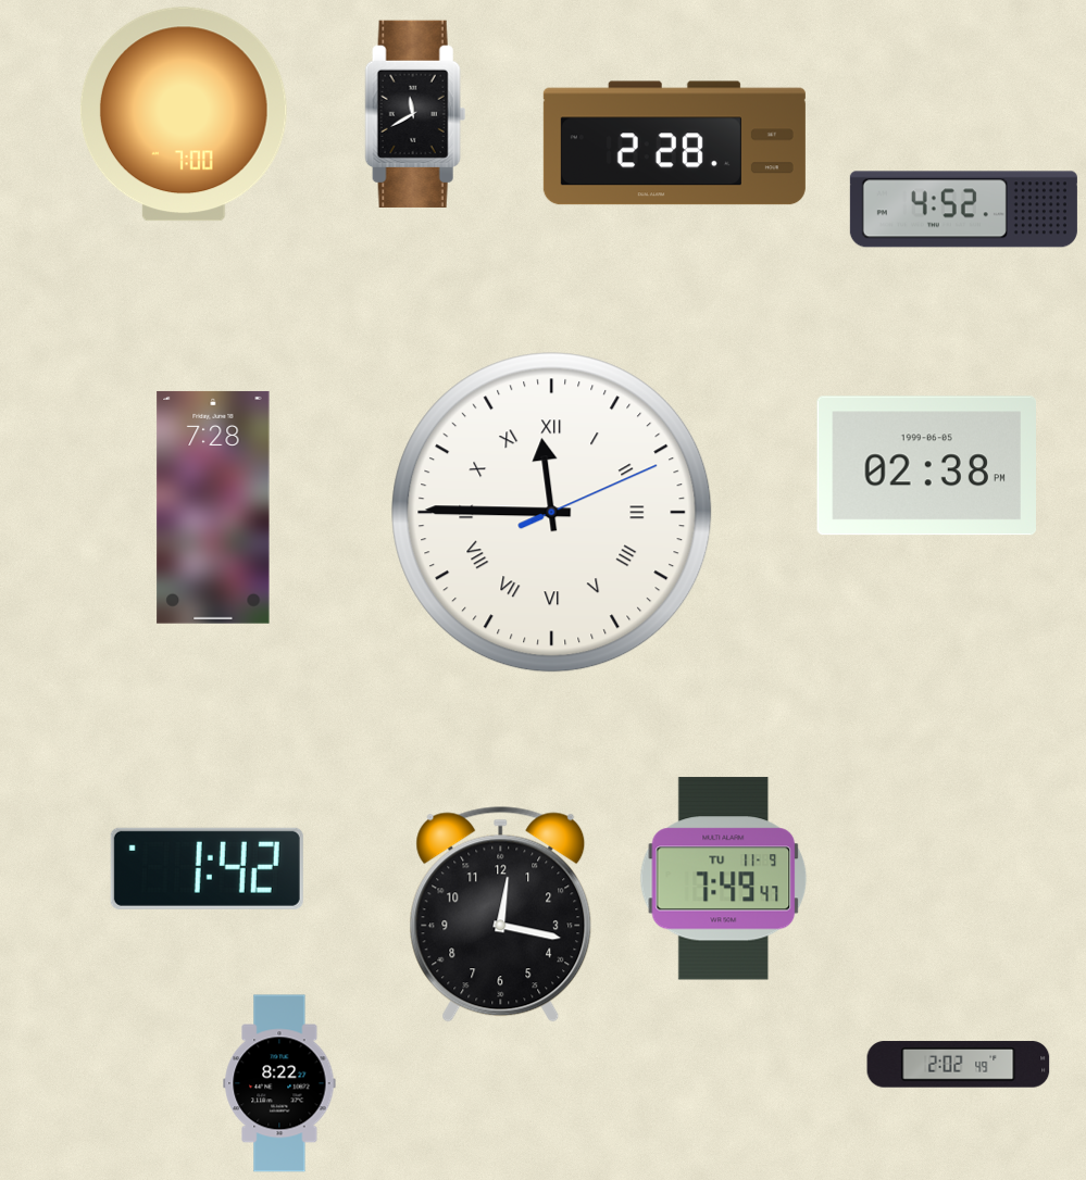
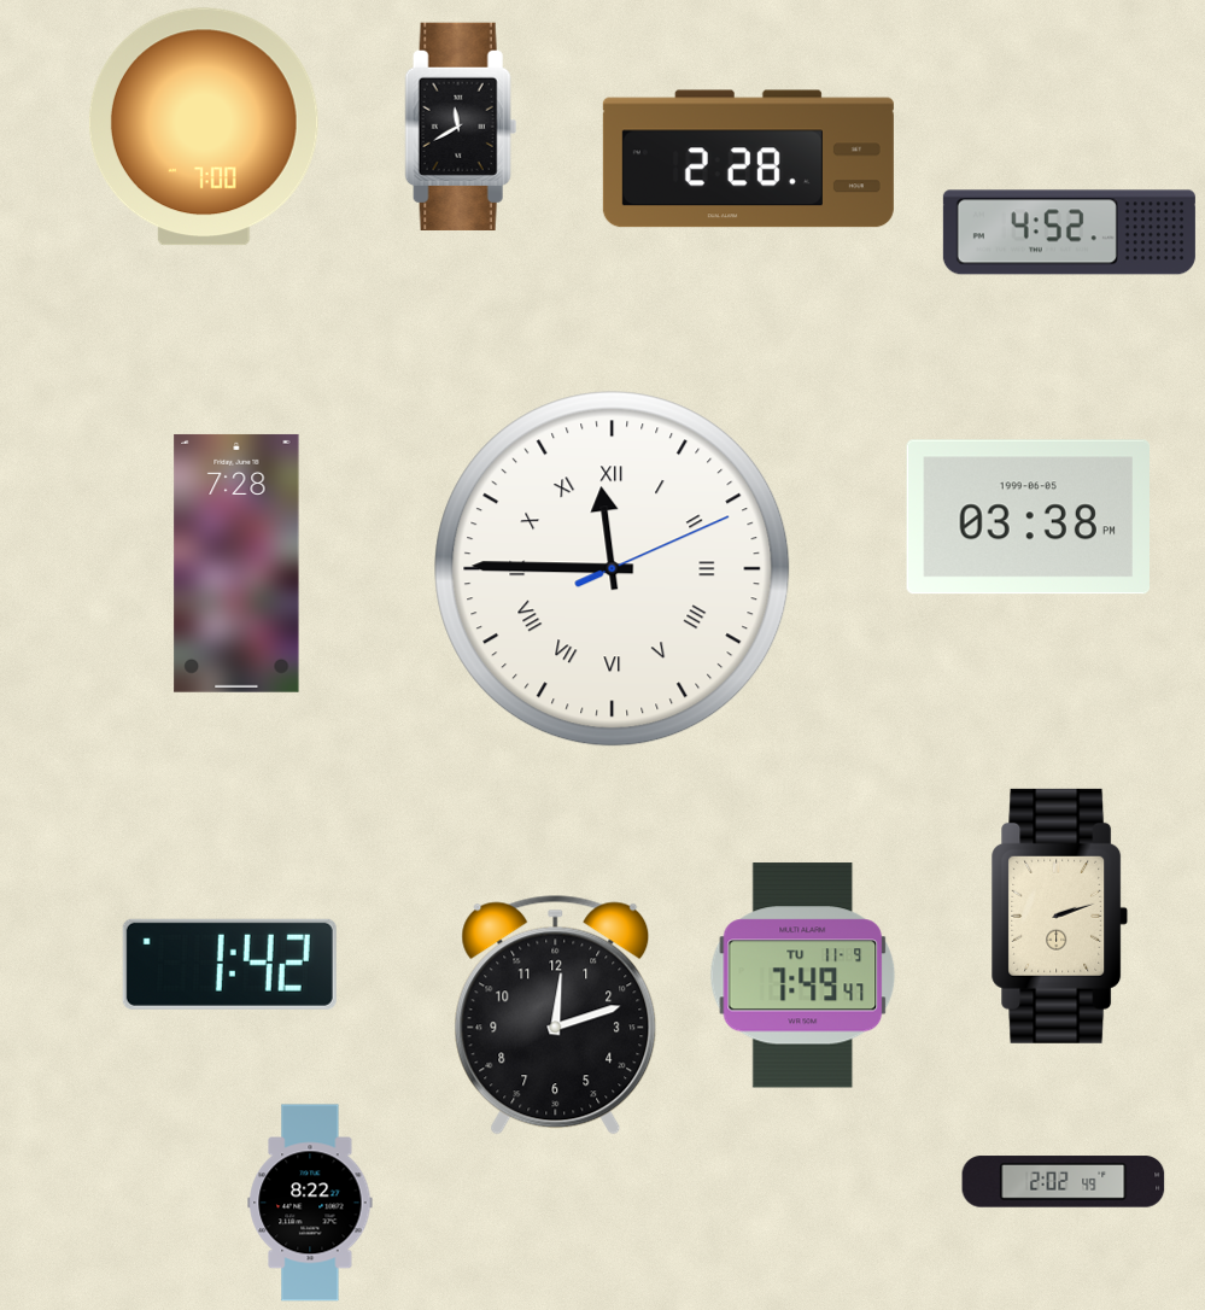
clock at (926, 466): 02:38 -> 03:38
clock at (1060, 916): none -> 2:12
clock at (501, 914): 12:17 -> 12:12
